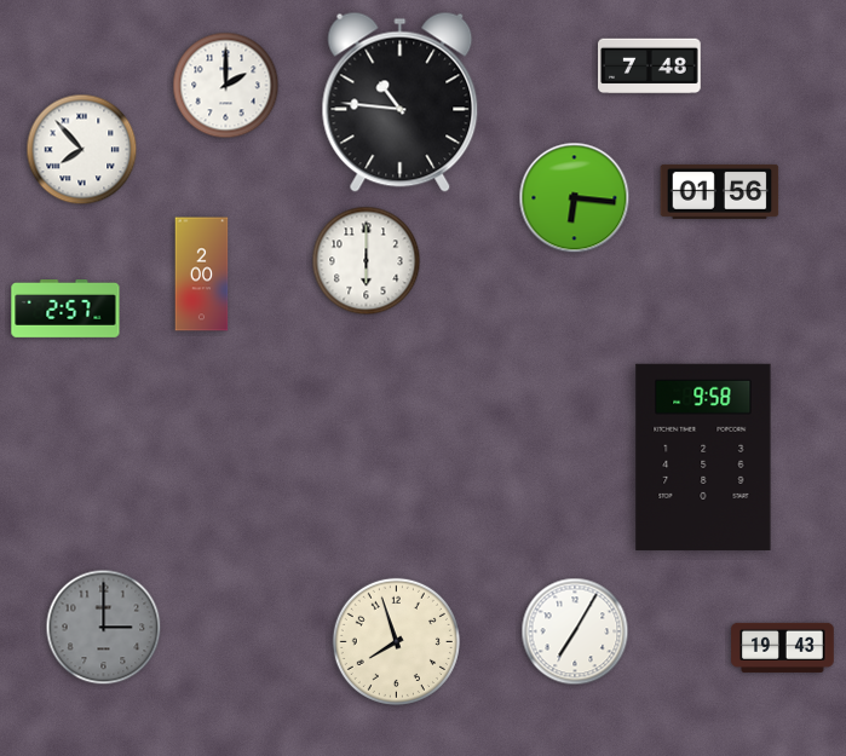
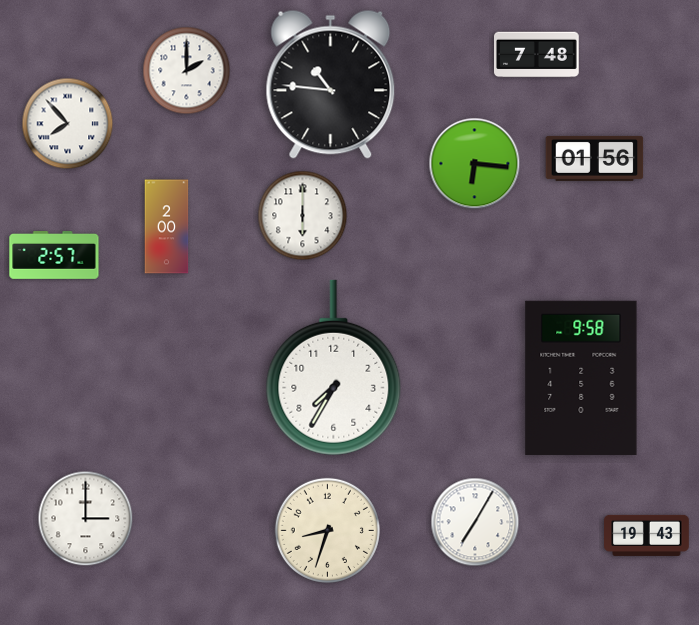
clock at (334, 368): none -> 7:35
clock at (104, 628) dial: grey -> white
clock at (396, 641): 7:57 -> 8:33
